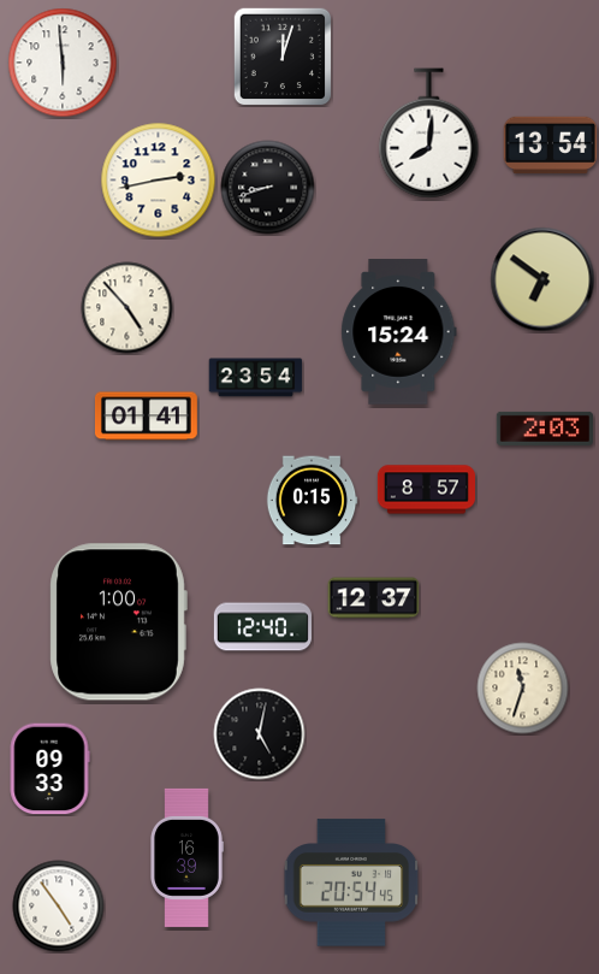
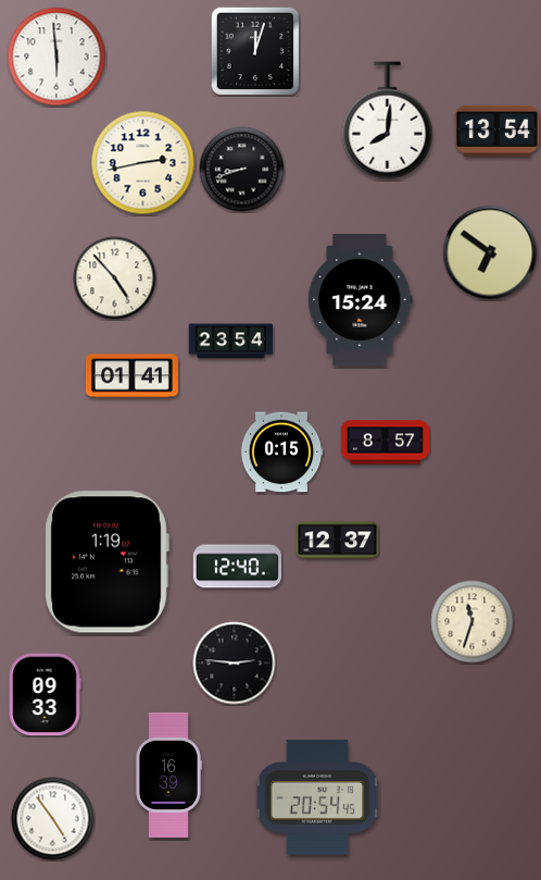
clock at (545, 429): 2:03 -> none
clock at (118, 622): 1:00 -> 1:19
clock at (260, 734): 5:02 -> 2:46
